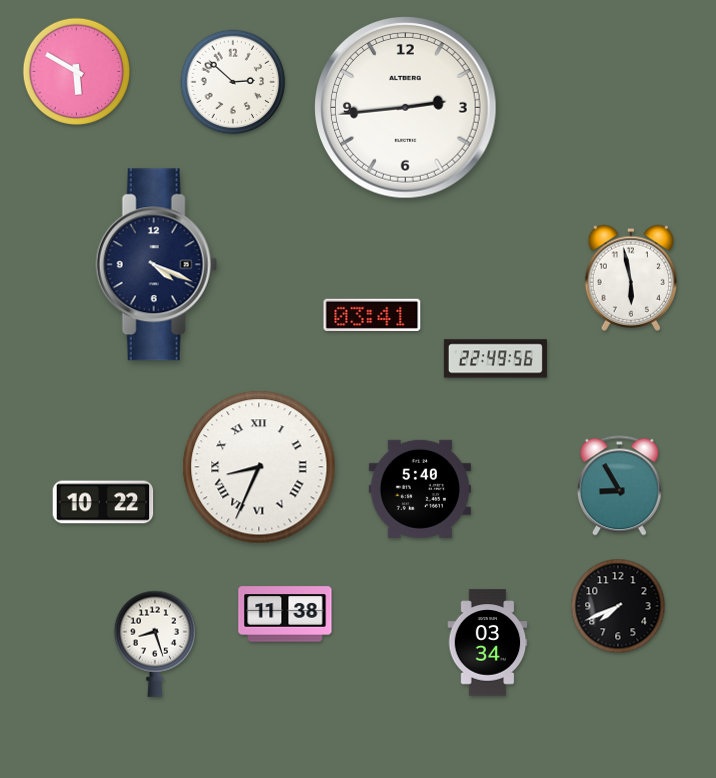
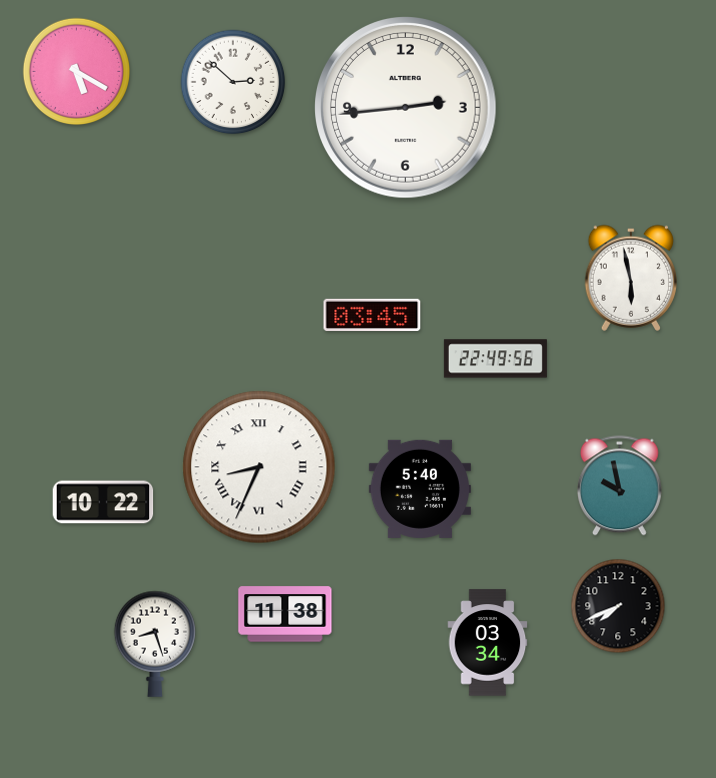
clock at (76, 71): 5:50 -> 5:20
clock at (156, 265): 4:19 -> none
clock at (372, 315): 03:41 -> 03:45
clock at (619, 486): 8:55 -> 9:58
